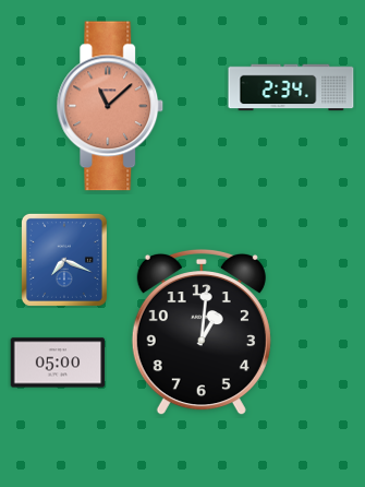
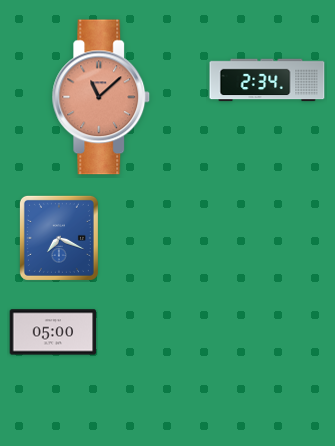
clock at (202, 332): 1:01 -> none
